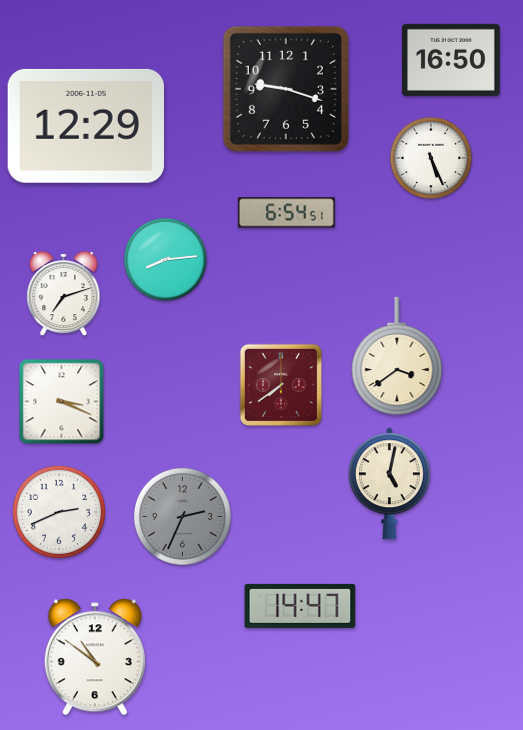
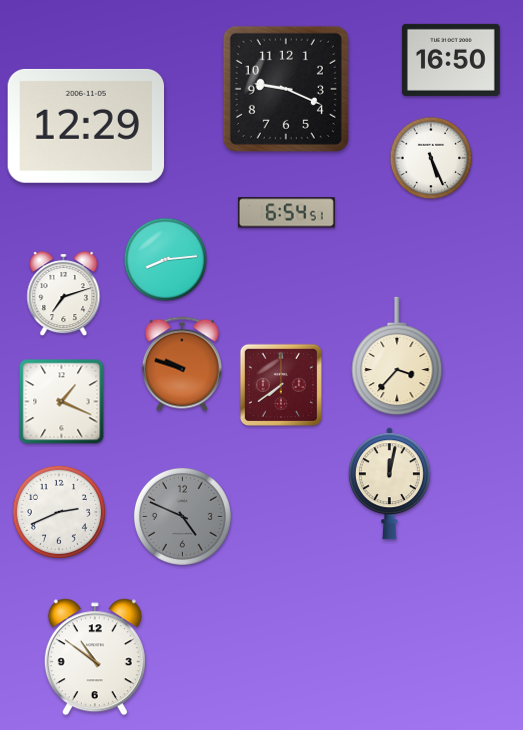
clock at (286, 89): 9:18 -> 9:19
clock at (397, 356): 3:39 -> 3:37
clock at (182, 364): none -> 9:48
clock at (62, 402): 3:19 -> 1:19
clock at (389, 484): 5:02 -> 12:02
clock at (182, 516): 2:34 -> 4:49
clock at (300, 606): 14:47 -> none
